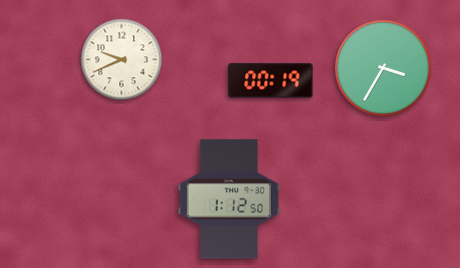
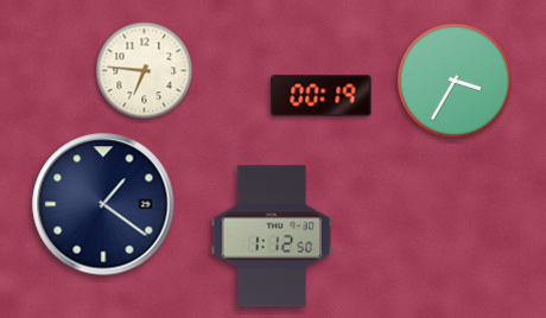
clock at (122, 60): 9:41 -> 6:46
clock at (103, 204): none -> 1:21
